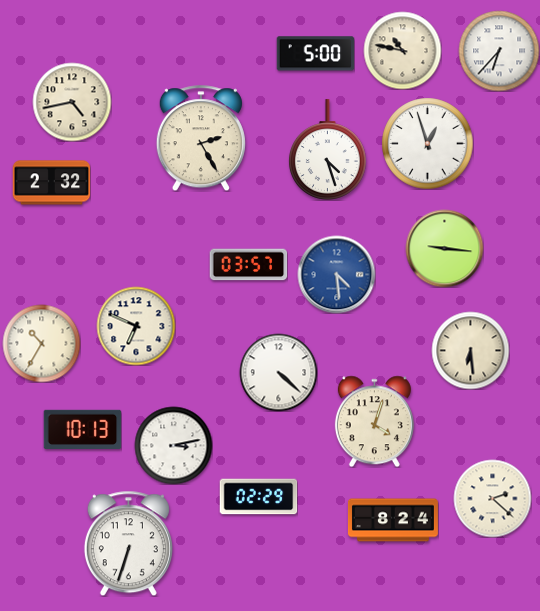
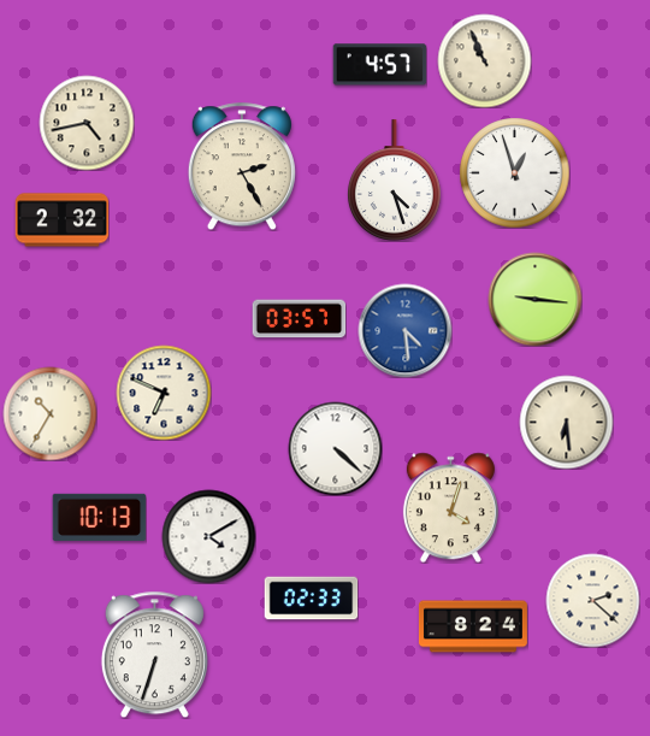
clock at (402, 50): 10:47 -> 10:56
clock at (499, 51): 6:37 -> none
clock at (315, 54): 5:00 -> 4:57
clock at (173, 445): 3:13 -> 4:10
clock at (258, 497): 02:29 -> 02:33
